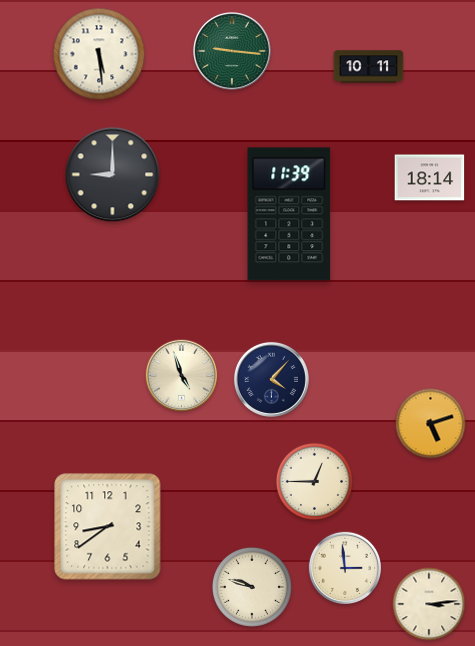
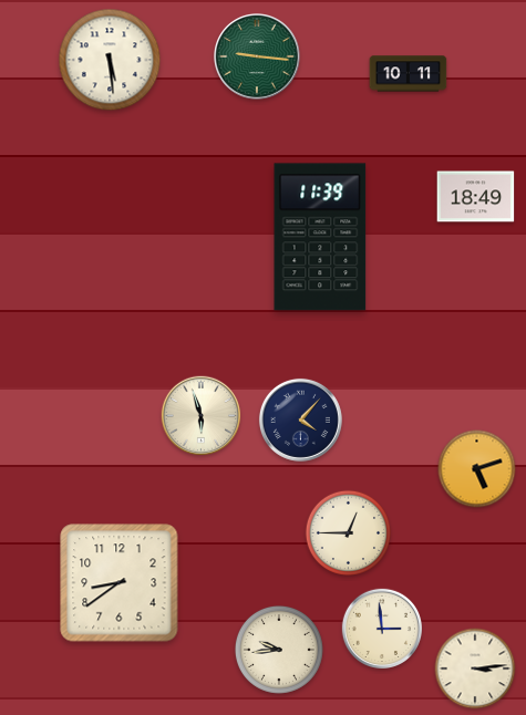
clock at (113, 175): 9:00 -> none
clock at (430, 178): 18:14 -> 18:49
clock at (182, 376): 4:57 -> 5:57
clock at (252, 587): 9:48 -> 9:44
